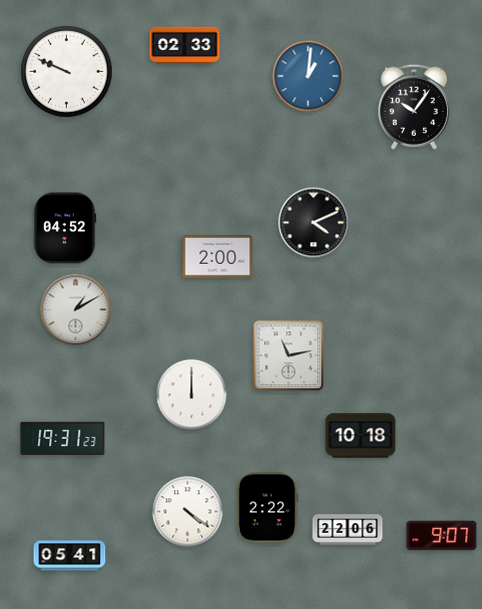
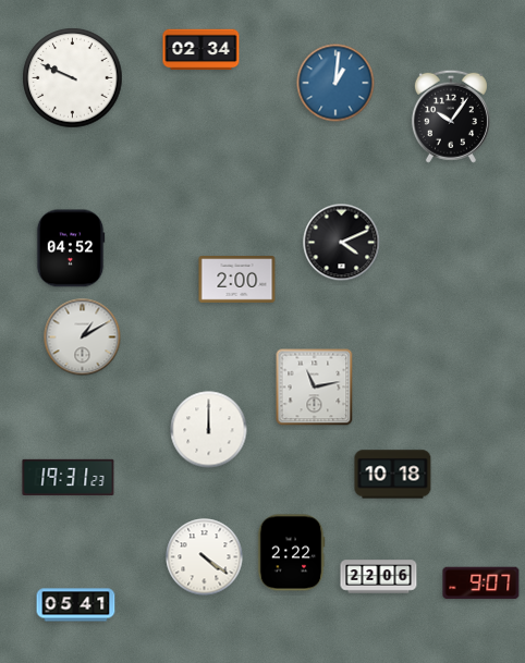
clock at (185, 46): 02:33 -> 02:34
